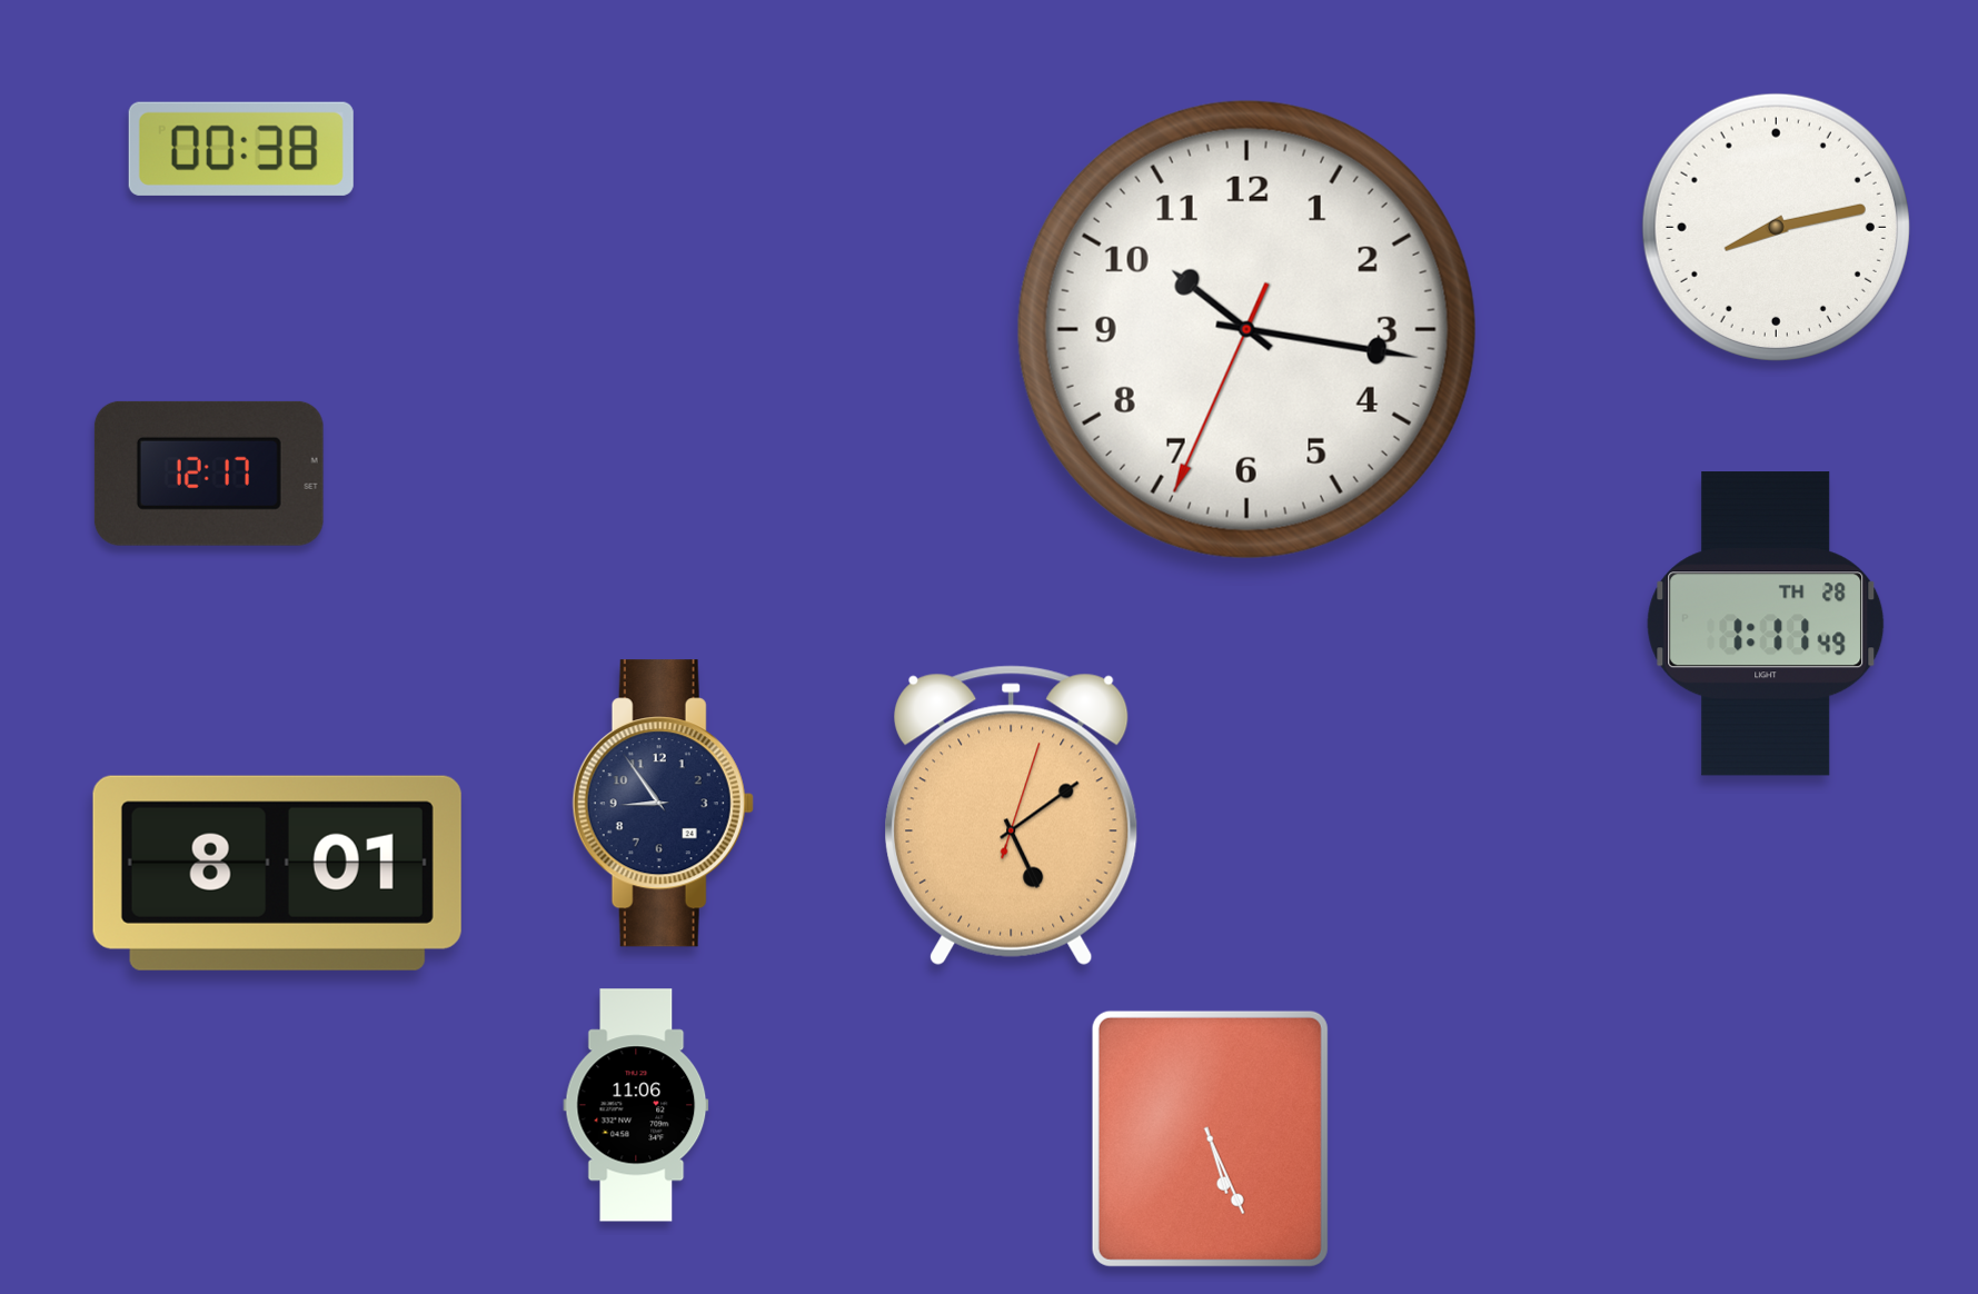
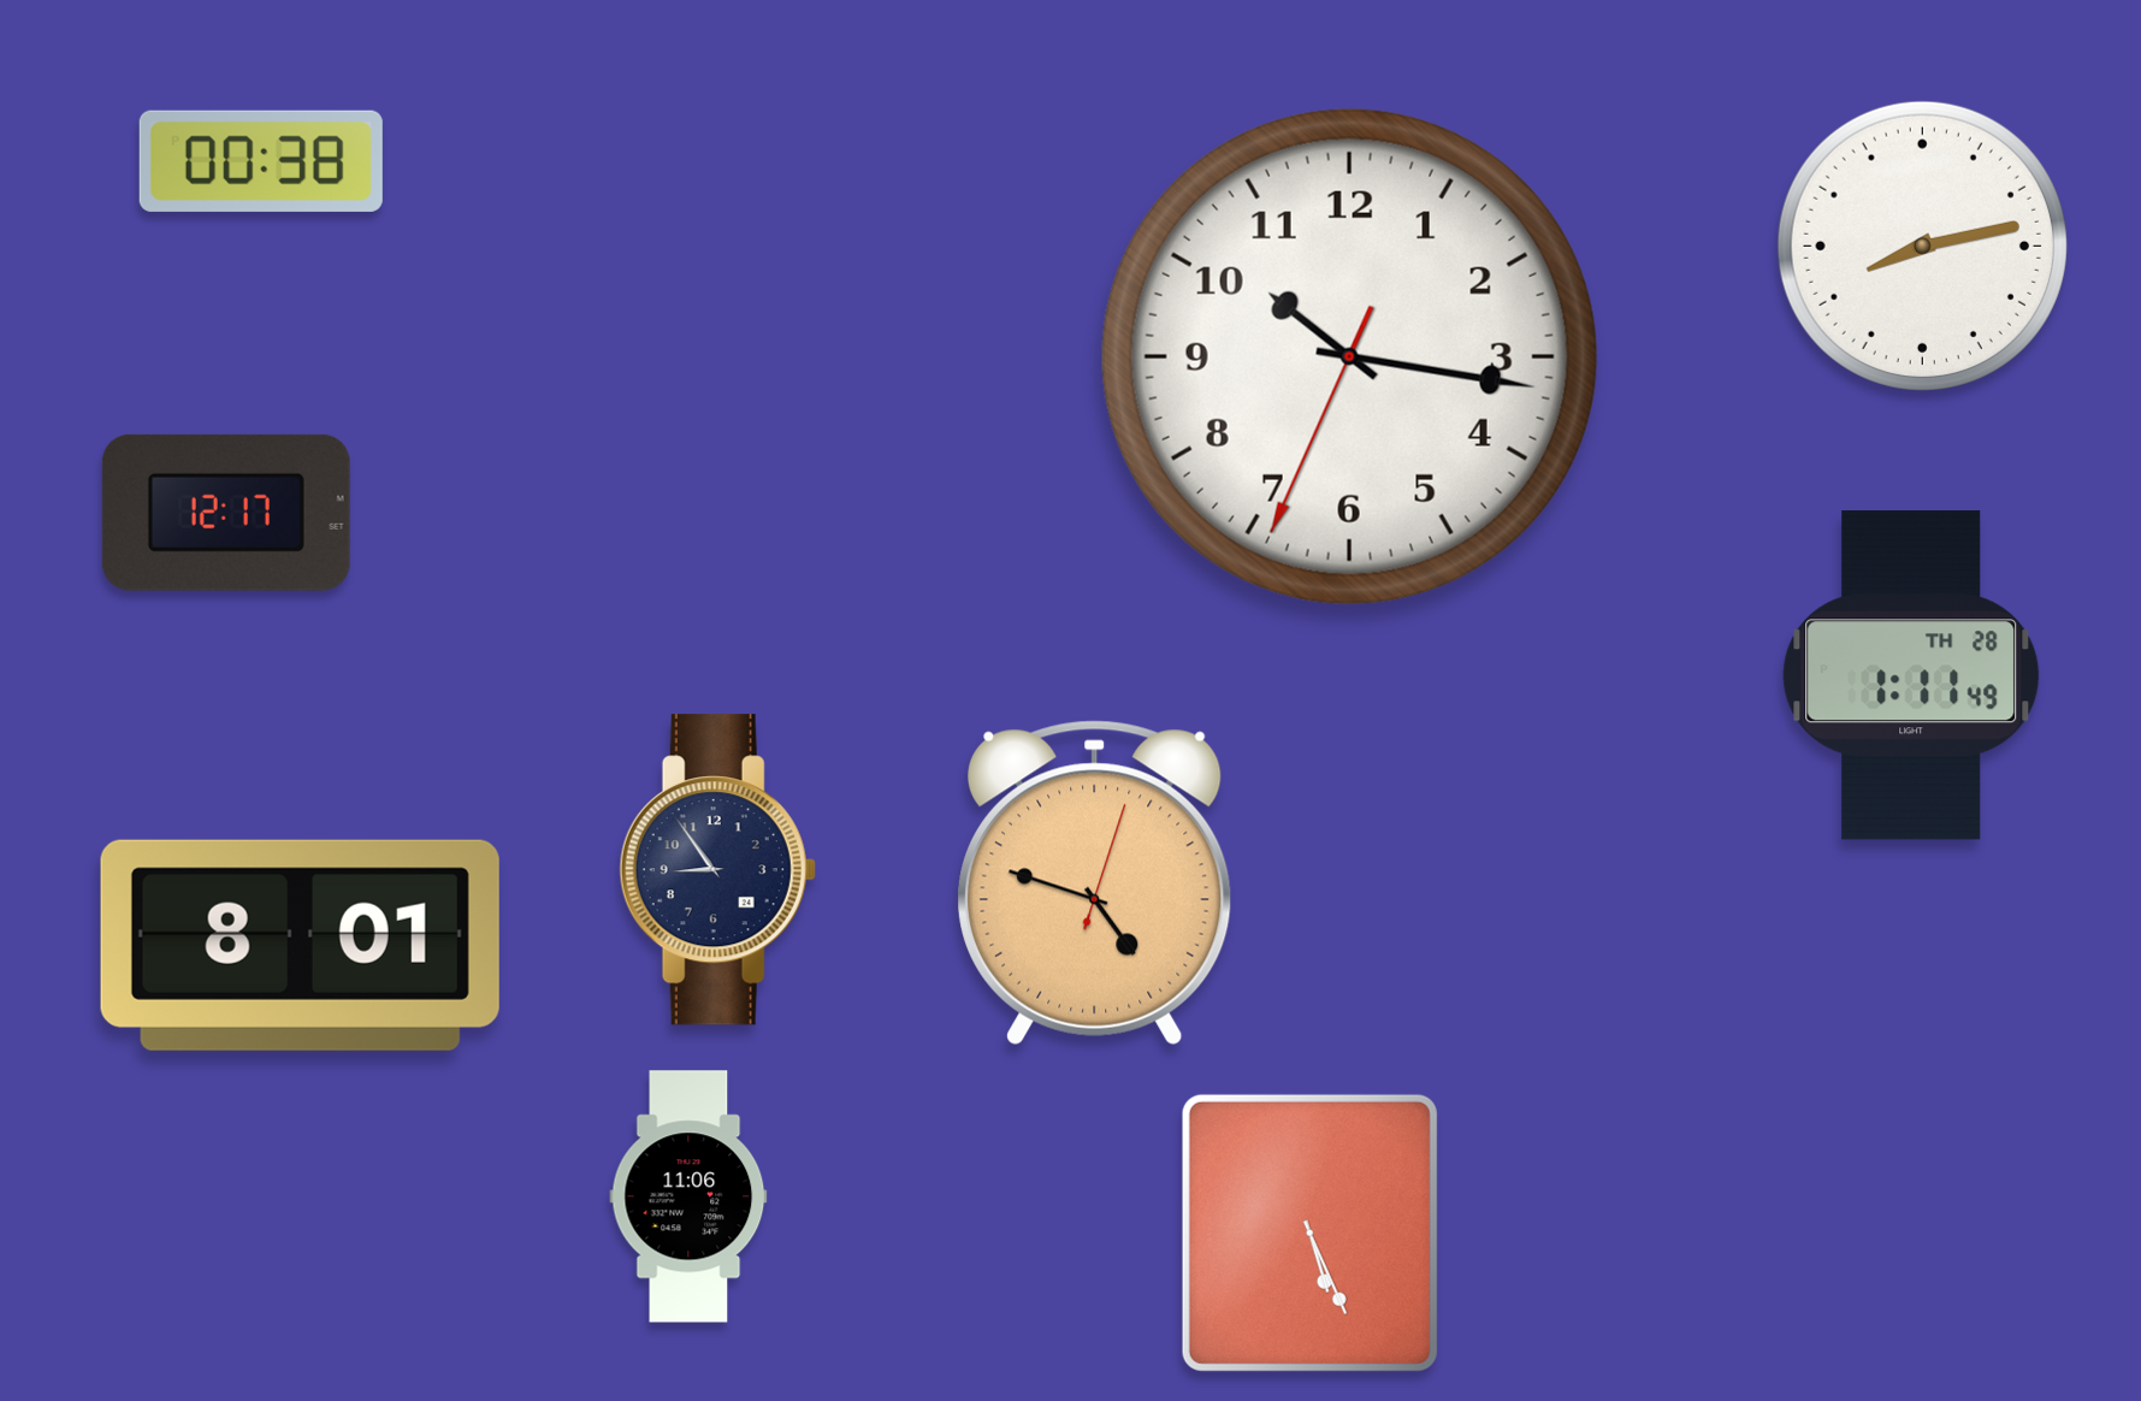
clock at (1012, 815): 5:09 -> 4:48
